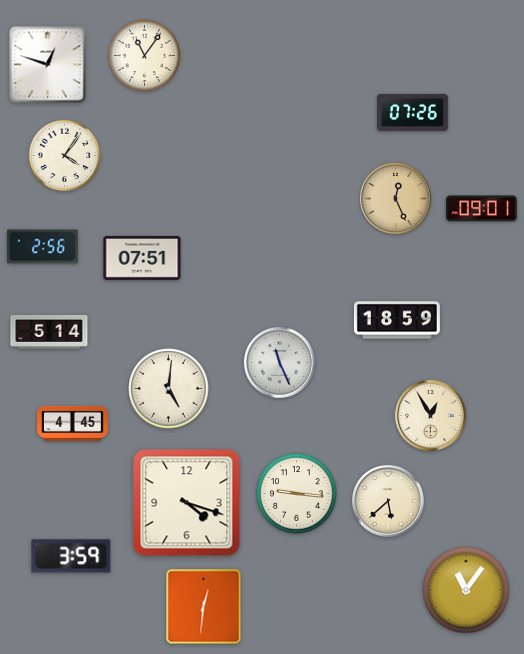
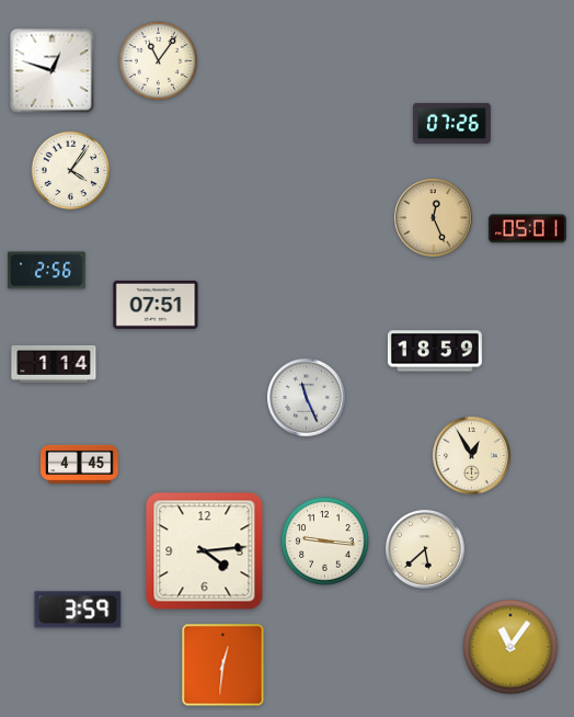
clock at (481, 209): 09:01 -> 05:01
clock at (142, 258) position: (142, 258) -> (156, 305)
clock at (49, 332): 5:14 -> 1:14
clock at (169, 389): 5:01 -> none
clock at (187, 503): 4:18 -> 4:14
